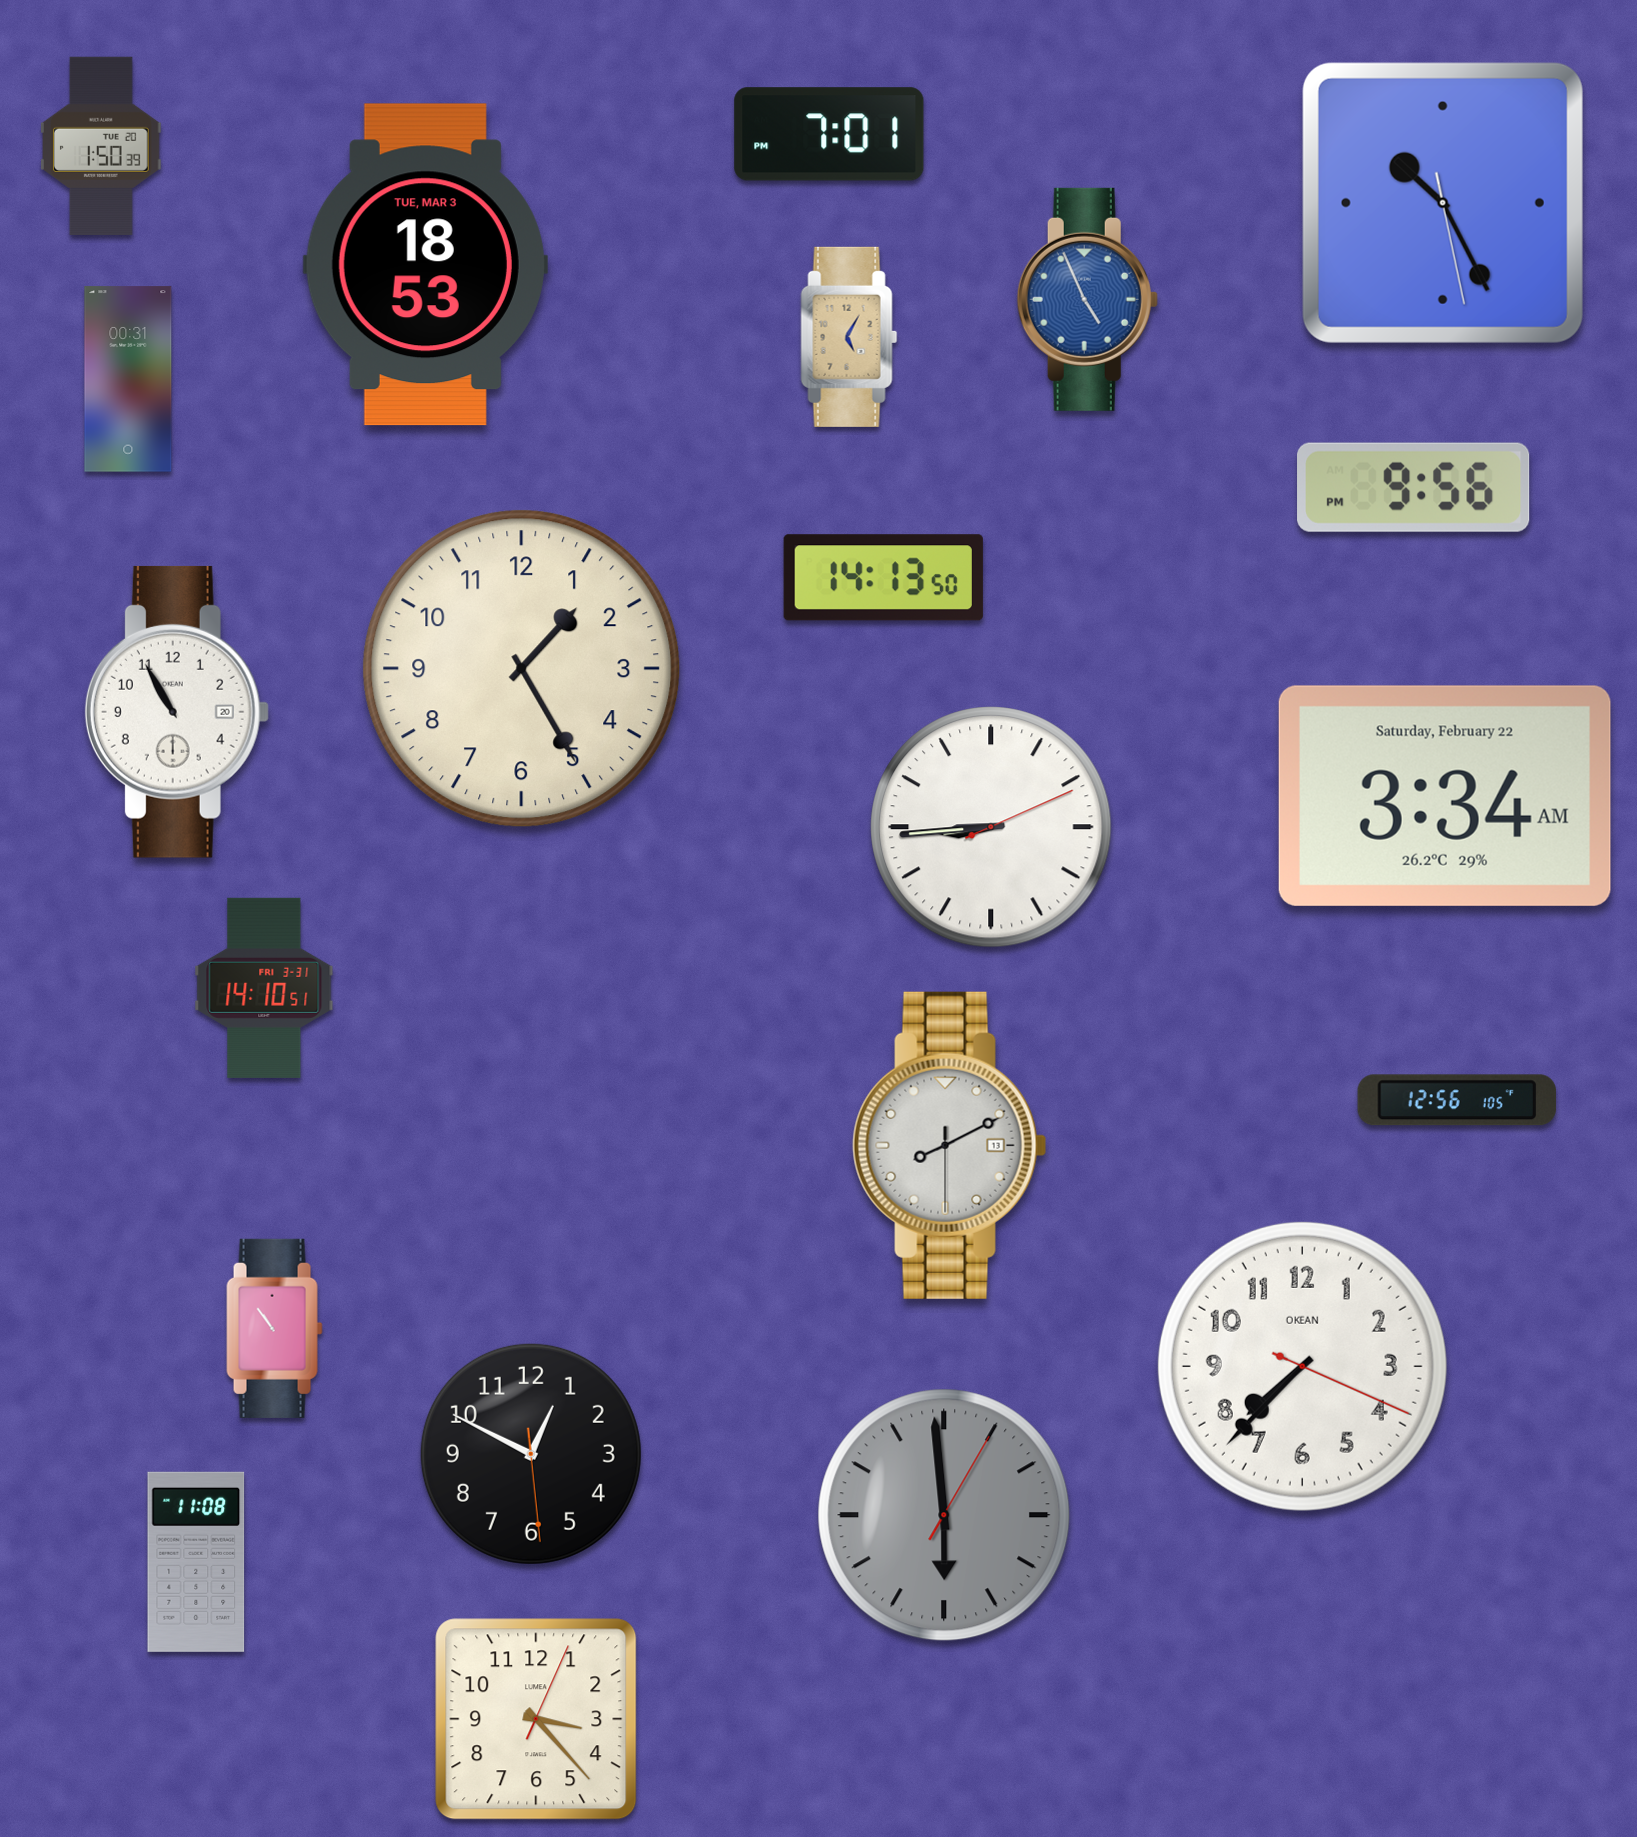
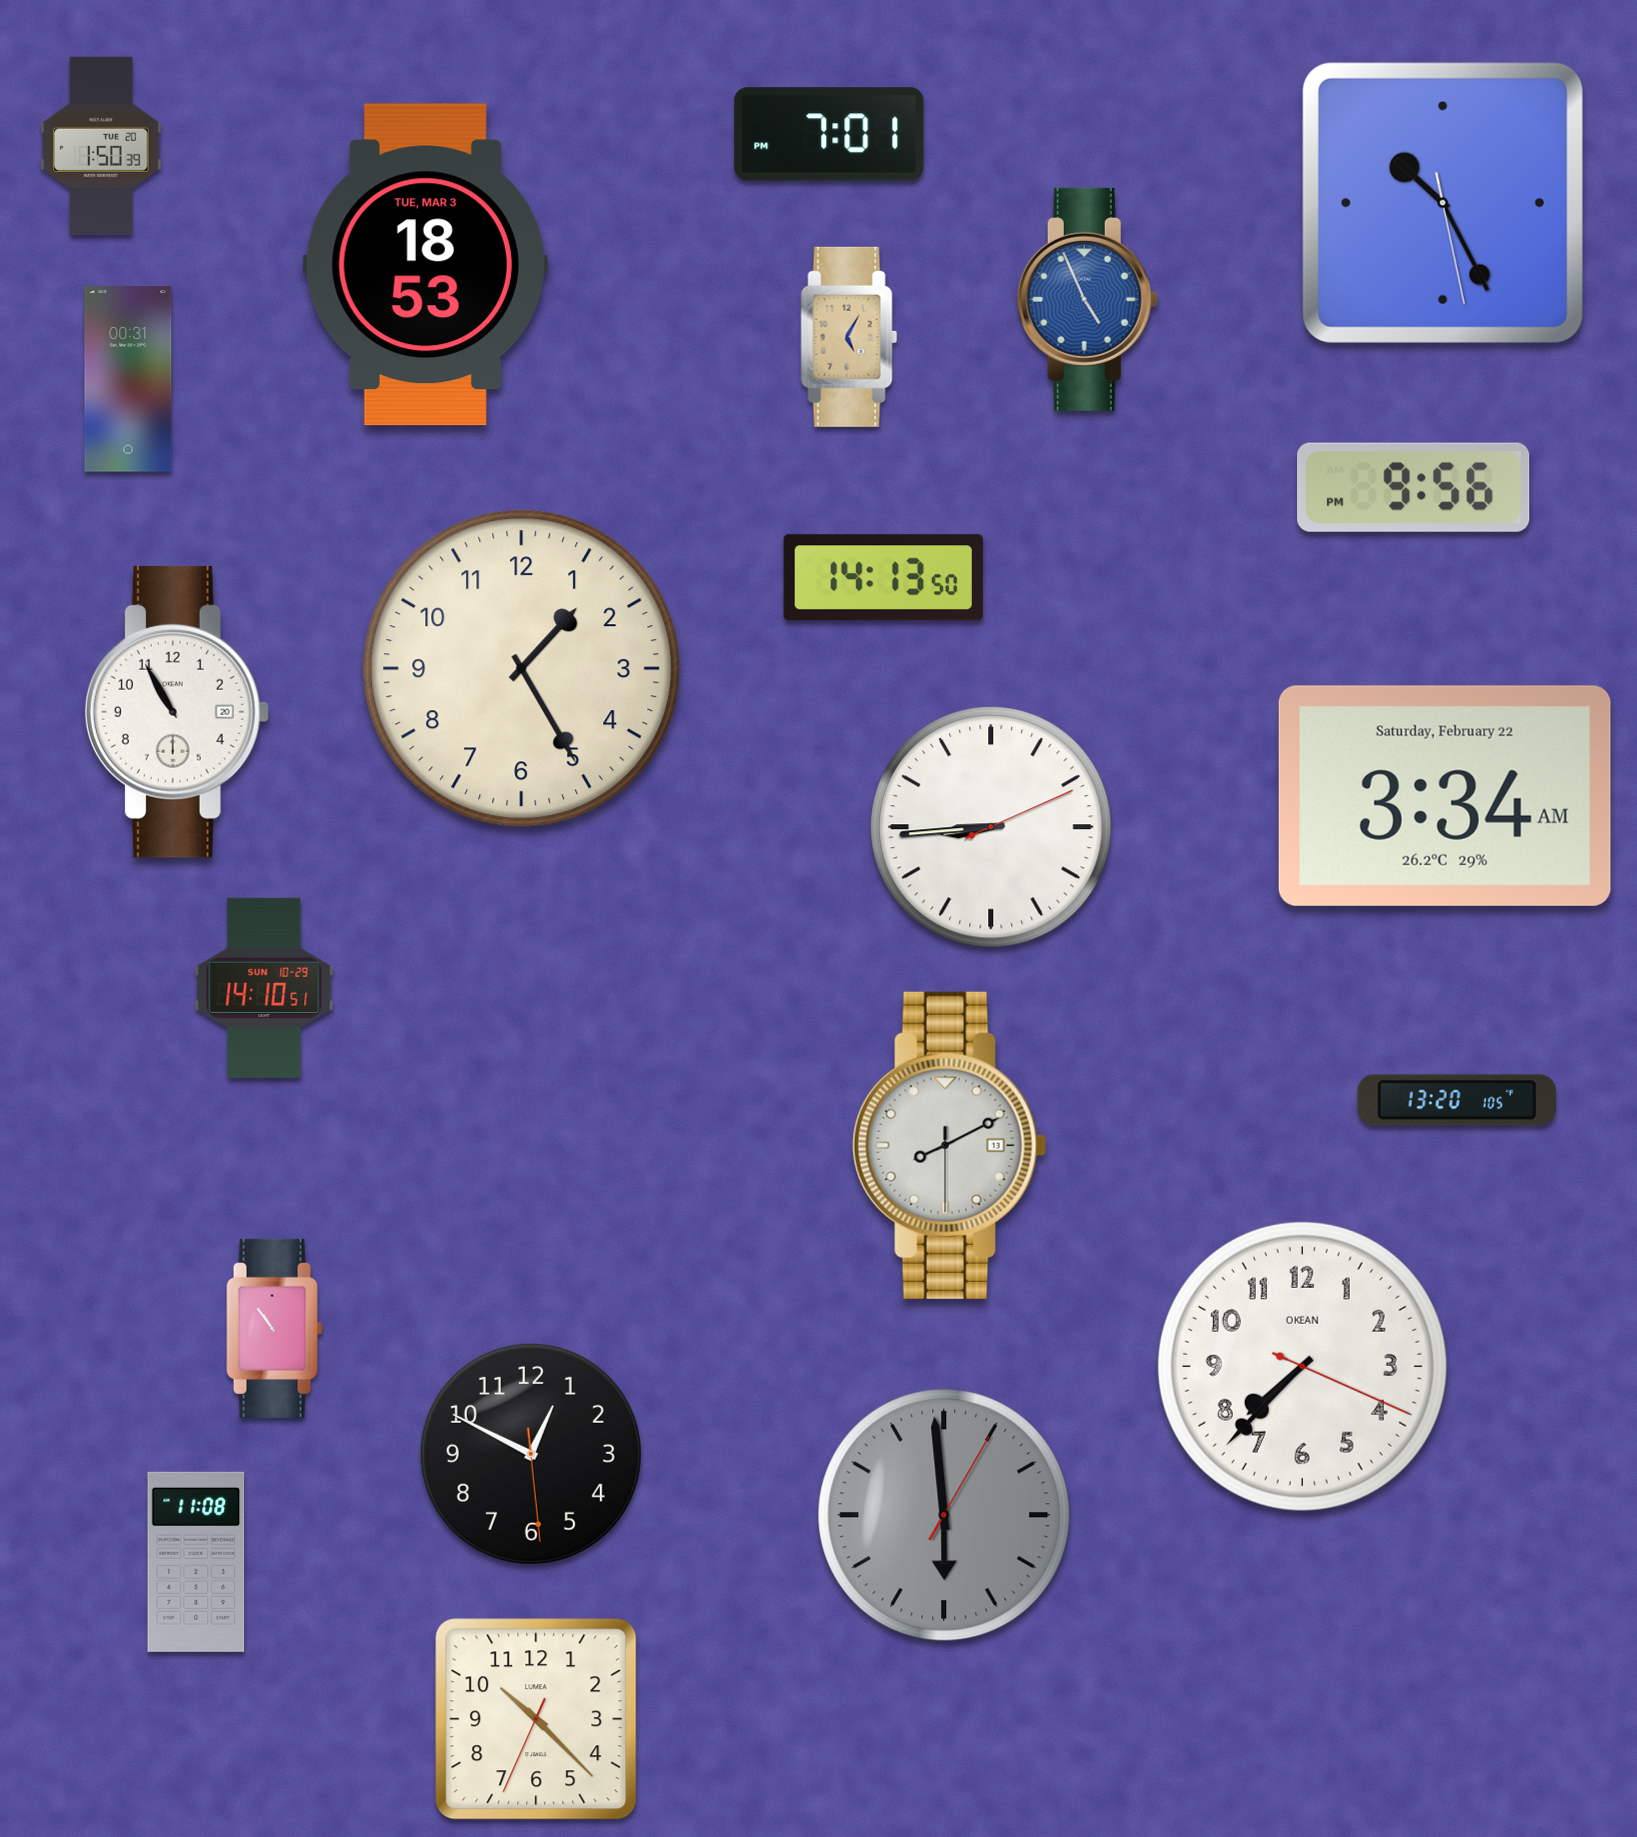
clock at (264, 988) date: FRI 3-31 -> SUN 10-29
clock at (1457, 1100): 12:56 -> 13:20
clock at (536, 1719): 3:23 -> 10:22
